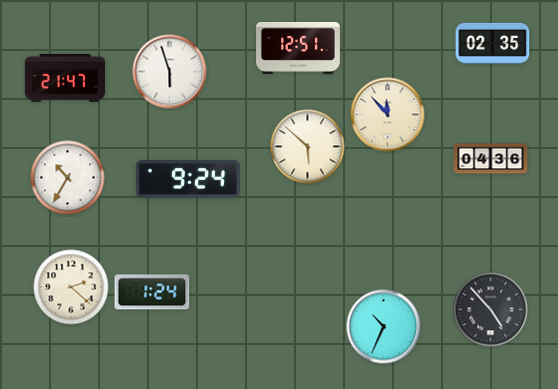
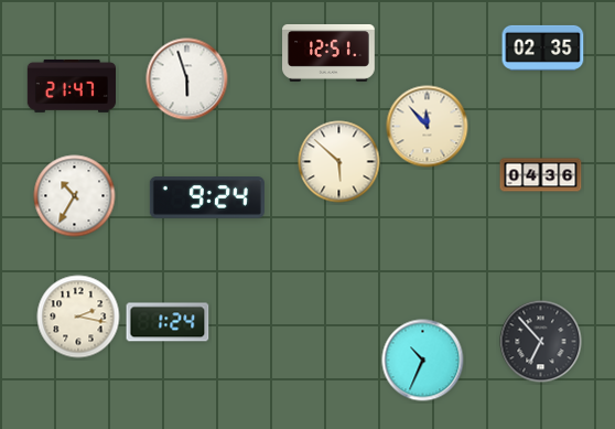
clock at (71, 287): 2:22 -> 2:17
clock at (491, 310): 4:53 -> 6:53
